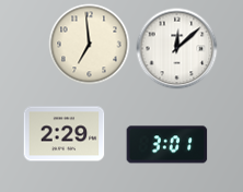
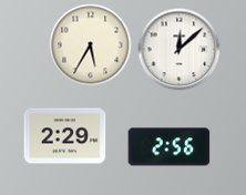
clock at (90, 45): 6:59 -> 5:35
clock at (167, 145): 3:01 -> 2:56
